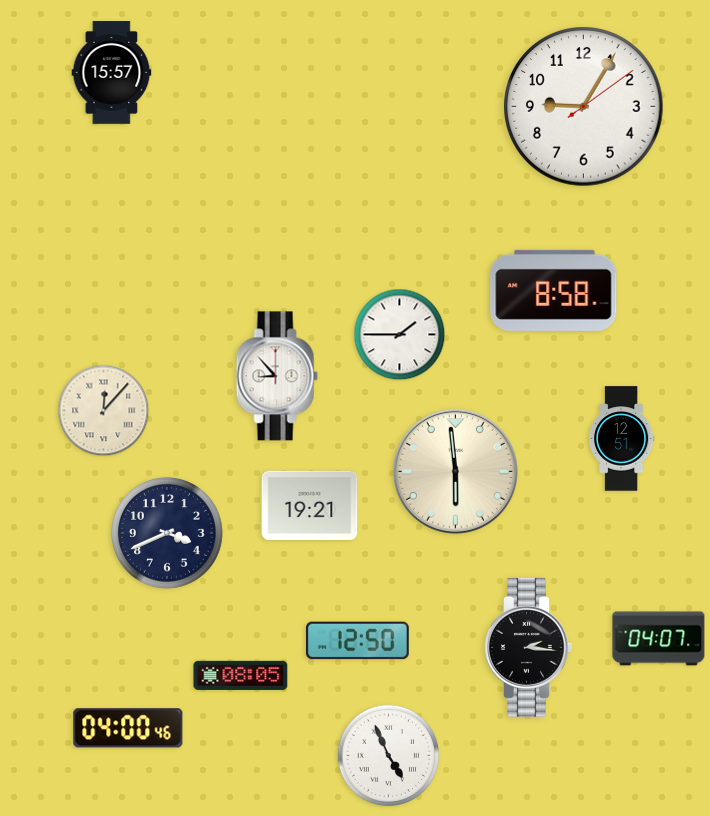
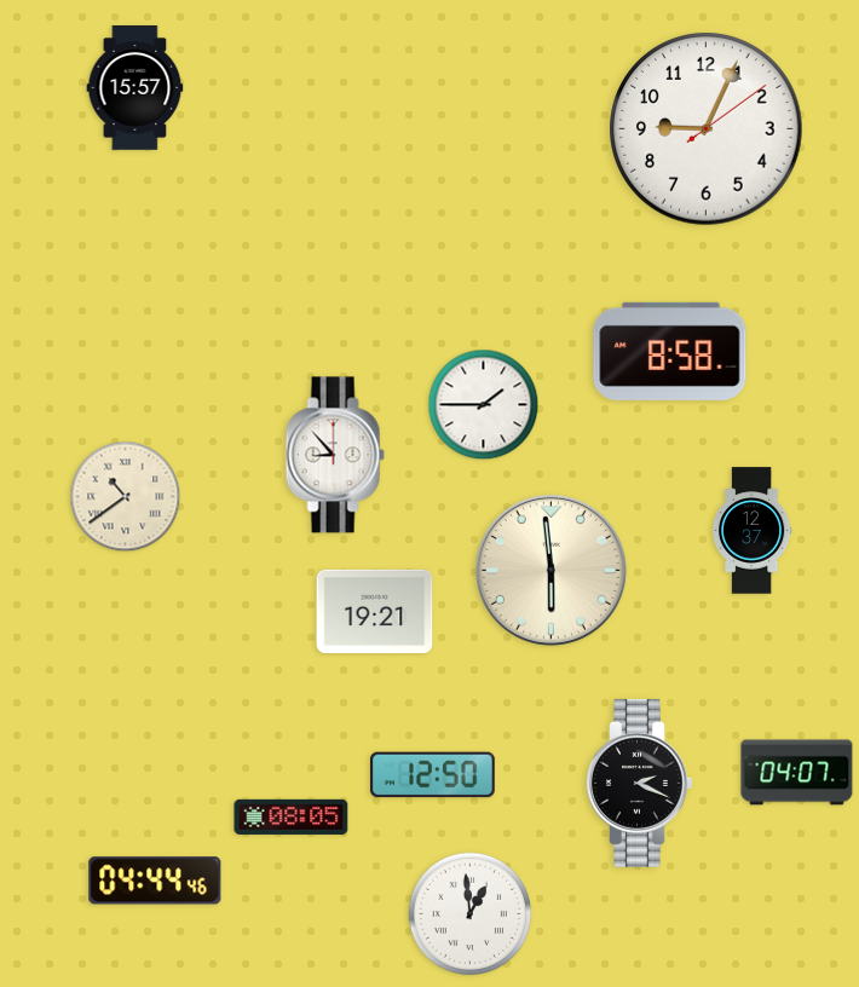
clock at (584, 107): 9:05 -> 9:04
clock at (104, 411): 12:07 -> 10:39
clock at (621, 439): 12:51 -> 12:37
clock at (167, 533): 3:41 -> none
clock at (529, 647): 2:16 -> 2:19
clock at (128, 728): 04:00 -> 04:44
clock at (389, 756): 4:56 -> 12:59
